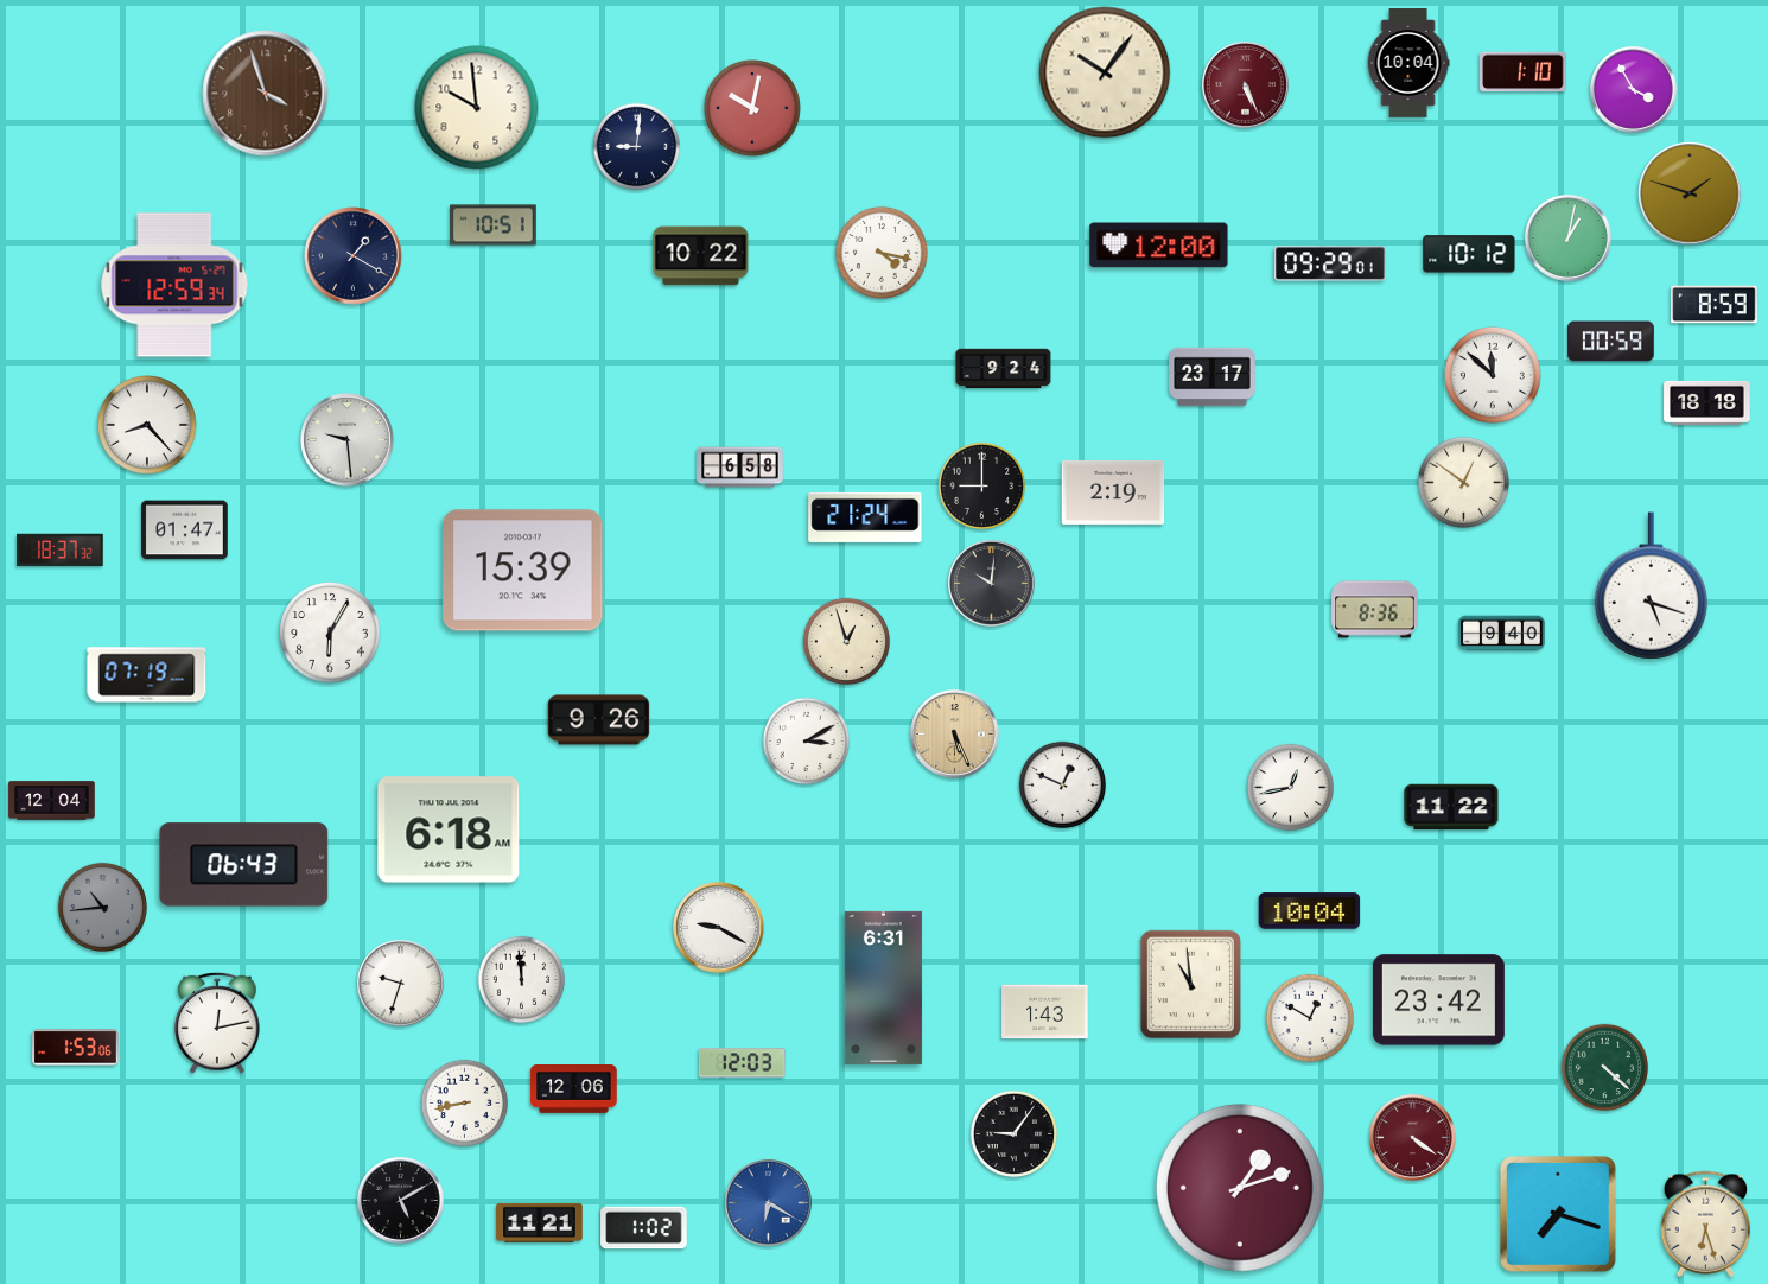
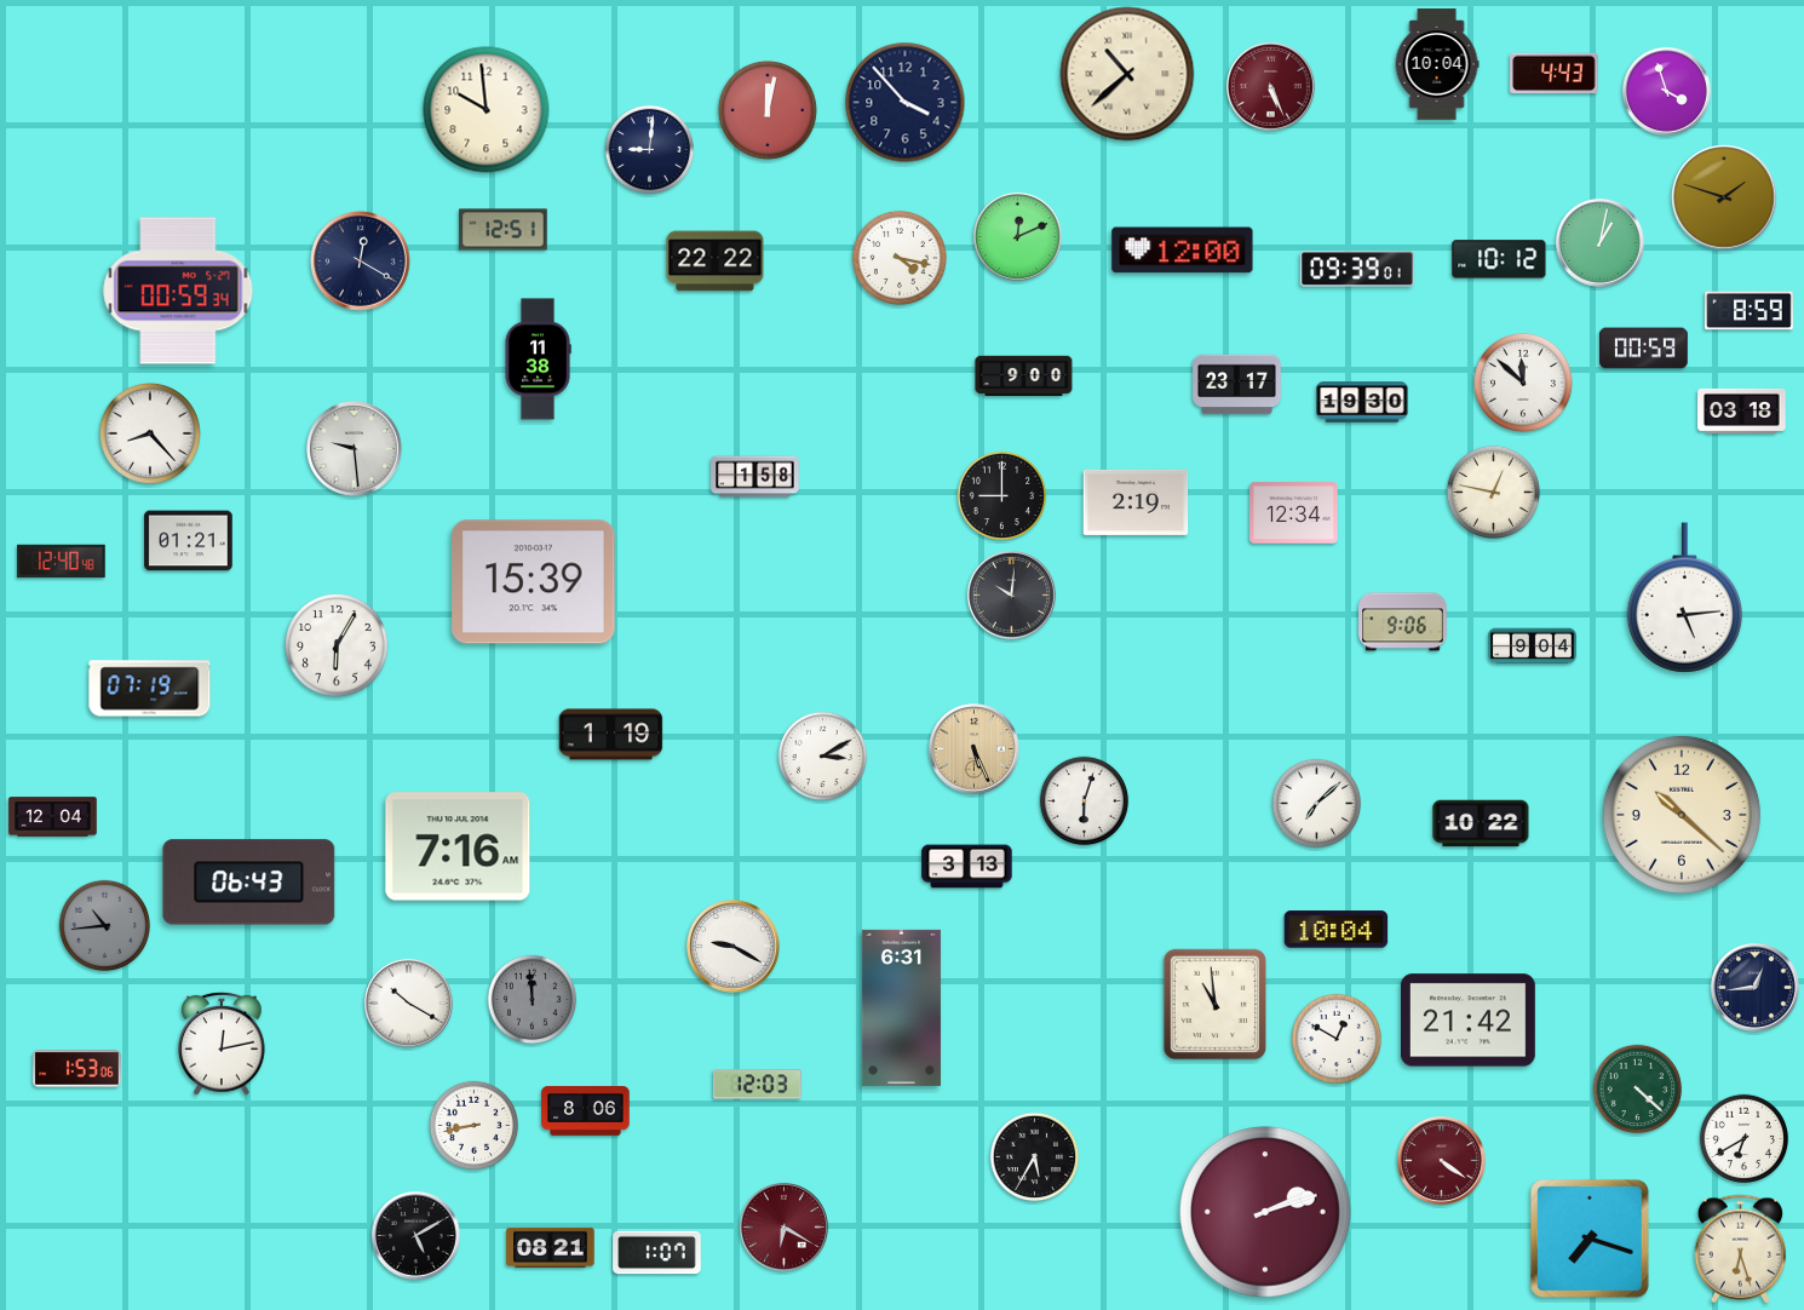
clock at (1105, 72): 10:06 -> 10:38
clock at (1524, 72): 1:10 -> 4:43
clock at (1634, 90): 3:55 -> 3:57
clock at (266, 94): 3:57 -> none
clock at (906, 103): none -> 3:53
clock at (752, 108): 10:02 -> 12:02
clock at (494, 225): 10:51 -> 12:51
clock at (1018, 237): none -> 12:11
clock at (354, 256): 1:20 -> 12:20
clock at (701, 256): 10:22 -> 22:22
clock at (1330, 263): 09:29 -> 09:39
clock at (174, 285): 12:59 -> 00:59
clock at (538, 360): none -> 11:38
clock at (1004, 369): 9:24 -> 9:00
clock at (1362, 402): none -> 19:30
clock at (1707, 402): 18:18 -> 03:18
clock at (740, 468): 6:58 -> 1:58
clock at (1463, 482): 12:51 -> 12:47
clock at (1294, 513): none -> 12:34
clock at (865, 517): 21:24 -> none
clock at (185, 530): 01:47 -> 01:21
clock at (61, 551): 18:37 -> 12:40
clock at (1651, 586): 5:18 -> 5:14
clock at (1375, 610): 8:36 -> 9:06
clock at (1502, 634): 9:40 -> 9:04
clock at (847, 642): 12:57 -> none
clock at (599, 720): 9:26 -> 1:19
clock at (1063, 786): 12:49 -> 6:03
clock at (1291, 788): 12:43 -> 7:08
clock at (1682, 815): none -> 10:22
clock at (1451, 807): 11:22 -> 10:22
clock at (449, 829): 6:18 -> 7:16
clock at (967, 867): none -> 3:13
clock at (1756, 988): none -> 12:44
clock at (522, 980) dial: white -> grey
clock at (401, 984): 9:33 -> 10:20
clock at (1438, 1000): 23:42 -> 21:42
clock at (1045, 1012): 1:43 -> none
clock at (574, 1089): 12:06 -> 8:06
clock at (1745, 1139): none -> 6:40
clock at (1015, 1134): 9:06 -> 5:35
clock at (1240, 1188): 1:12 -> 2:12
clock at (401, 1201) position: (401, 1201) -> (416, 1236)
clock at (769, 1203) dial: blue -> burgundy
clock at (540, 1222): 11:21 -> 08:21
clock at (644, 1228): 1:02 -> 1:07
